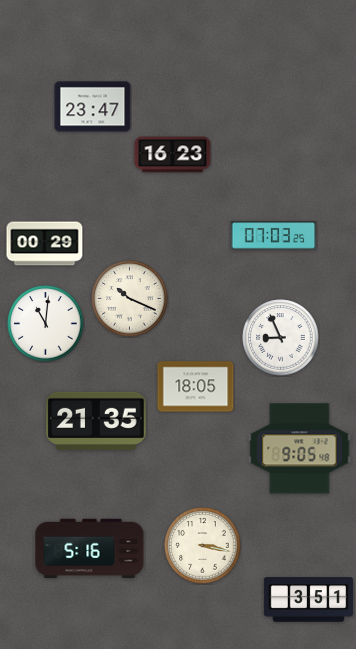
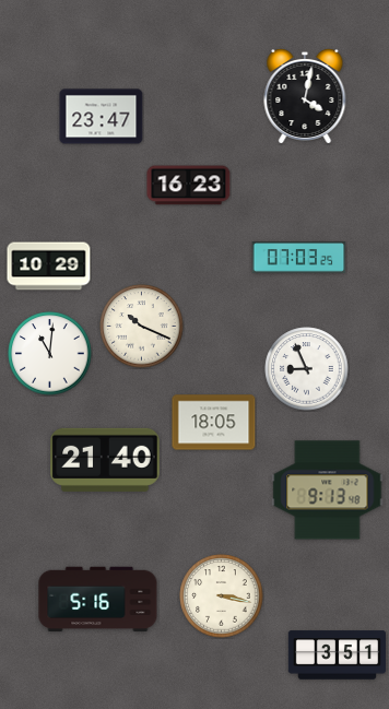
clock at (305, 96): none -> 4:02
clock at (173, 155) position: (173, 155) -> (189, 186)
clock at (45, 244): 00:29 -> 10:29
clock at (96, 421): 21:35 -> 21:40
clock at (300, 449): 9:05 -> 9:13
